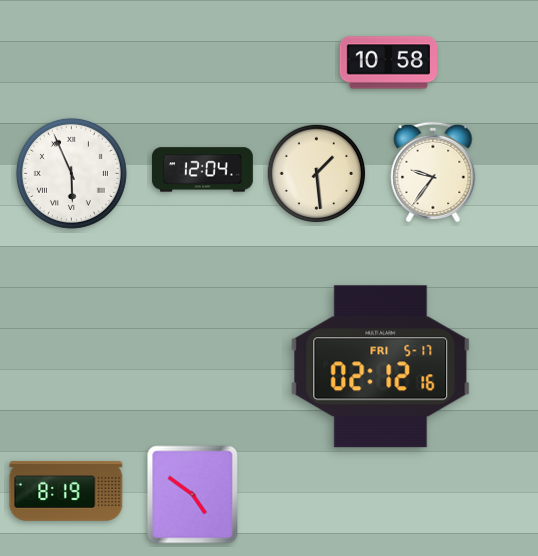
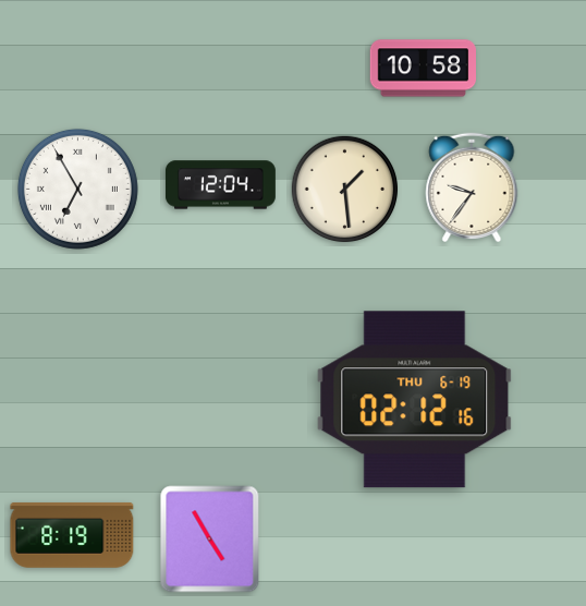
clock at (71, 173): 5:56 -> 6:55
clock at (381, 367) date: FRI 5-17 -> THU 6-19
clock at (193, 495): 4:51 -> 4:55
